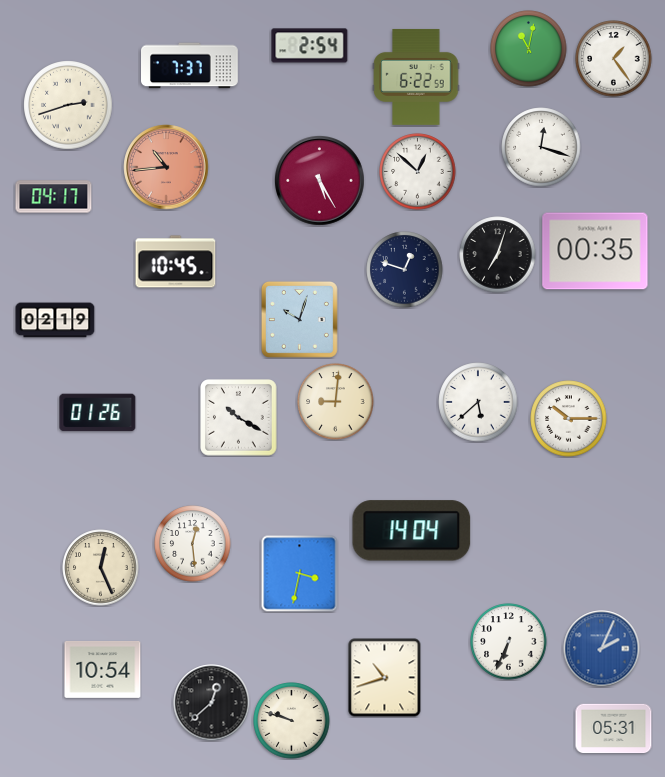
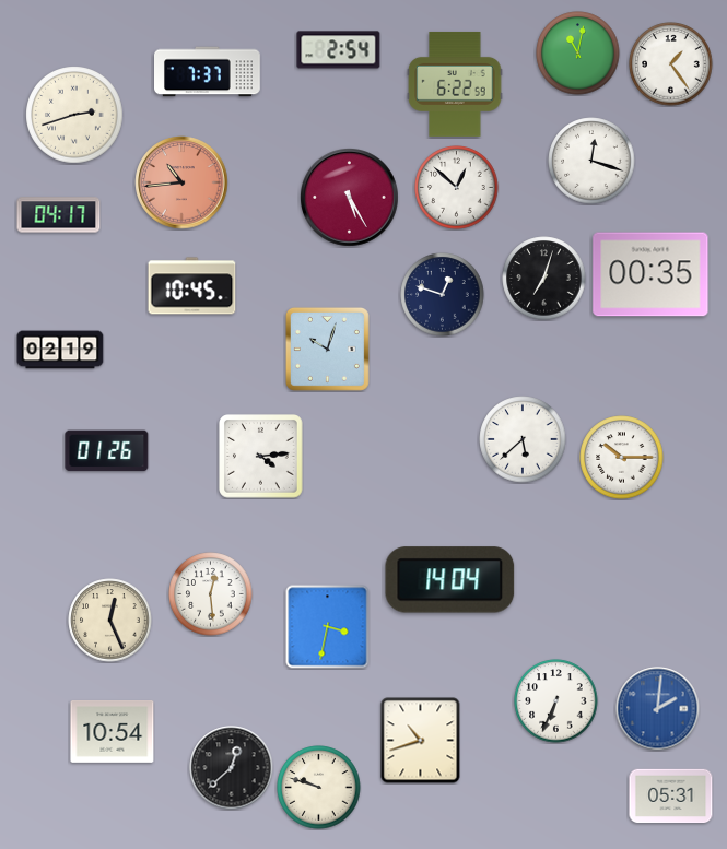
clock at (336, 402): 9:01 -> none
clock at (239, 418): 10:20 -> 4:14
clock at (602, 649): 2:04 -> 2:01
